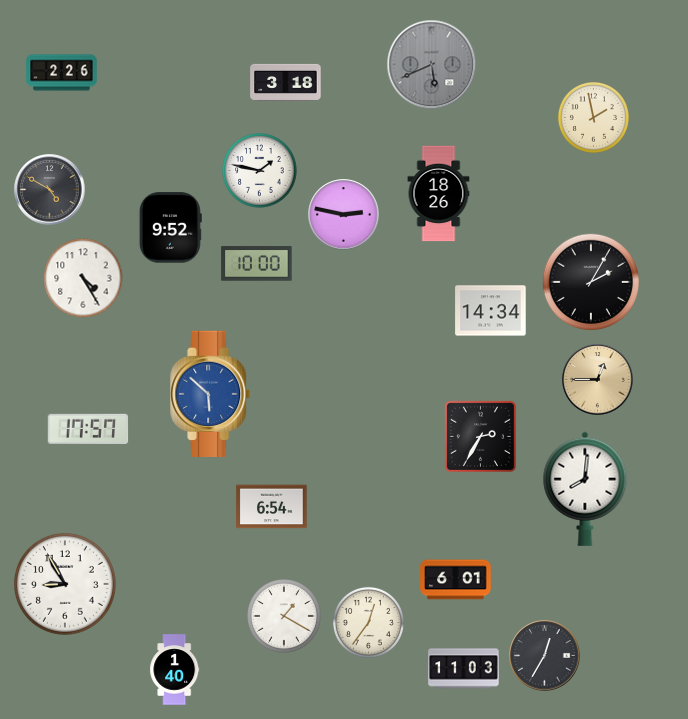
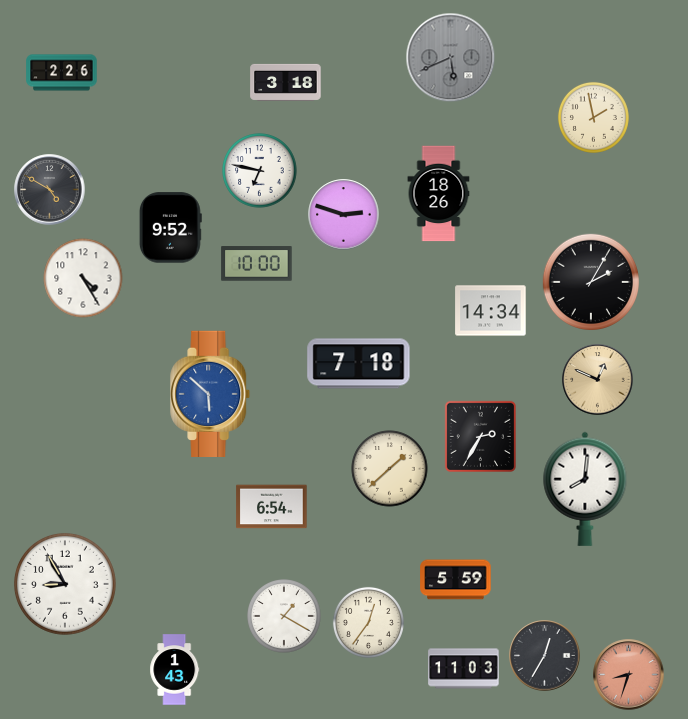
clock at (432, 65) position: (432, 65) -> (451, 58)
clock at (260, 171): 1:47 -> 6:47
clock at (344, 215): 2:47 -> 2:48
clock at (359, 364): none -> 7:18
clock at (598, 380): 12:45 -> 12:49
clock at (88, 429): 17:57 -> none
clock at (390, 469): none -> 1:38
clock at (456, 580): 6:01 -> 5:59
clock at (175, 670): 1:40 -> 1:43
clock at (629, 675): none -> 8:33
